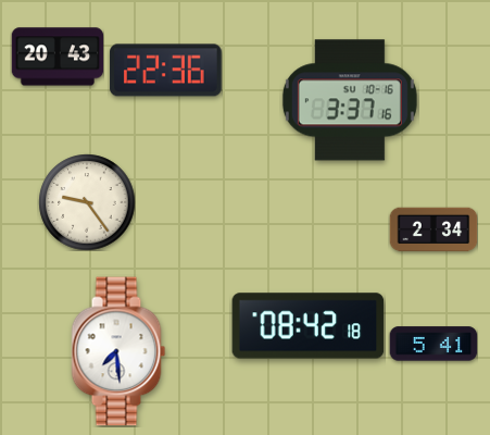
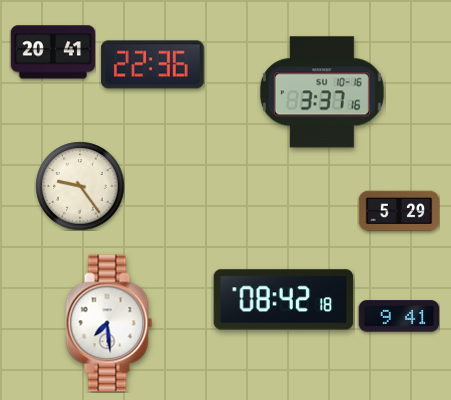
clock at (58, 57): 20:43 -> 20:41
clock at (434, 229): 2:34 -> 5:29
clock at (434, 344): 5:41 -> 9:41
